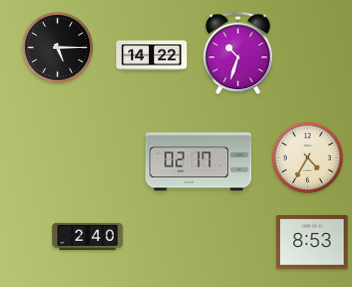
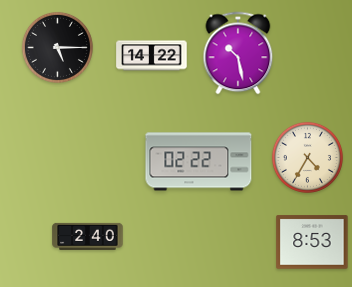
clock at (238, 53): 10:33 -> 10:28
clock at (199, 162): 02:17 -> 02:22
